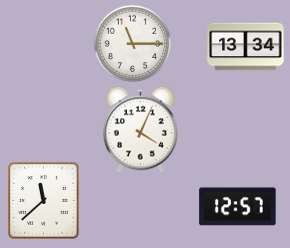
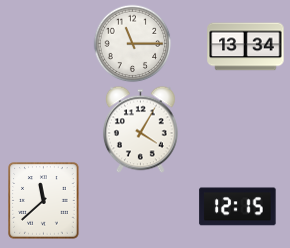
clock at (140, 129): 4:04 -> 4:05
clock at (238, 207): 12:57 -> 12:15
